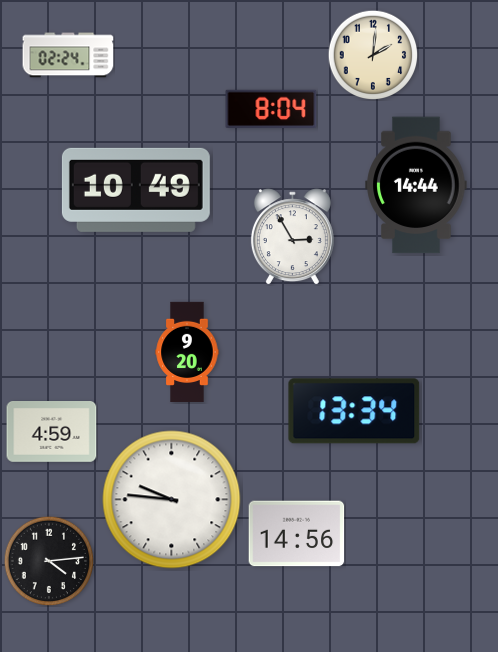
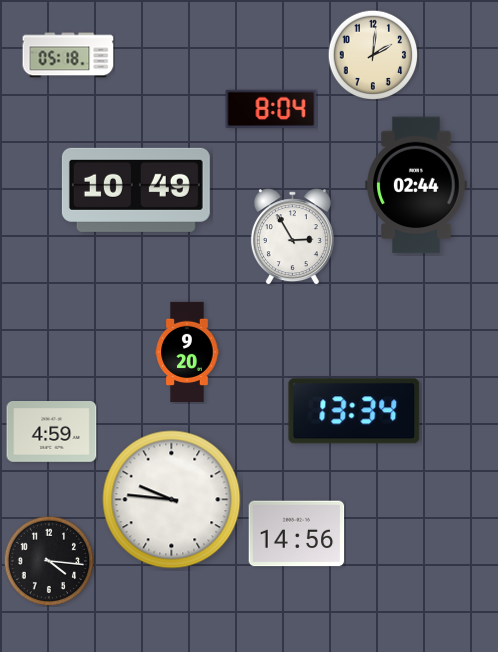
clock at (68, 55): 02:24 -> 05:18
clock at (416, 185): 14:44 -> 02:44
clock at (49, 561): 4:14 -> 4:16
